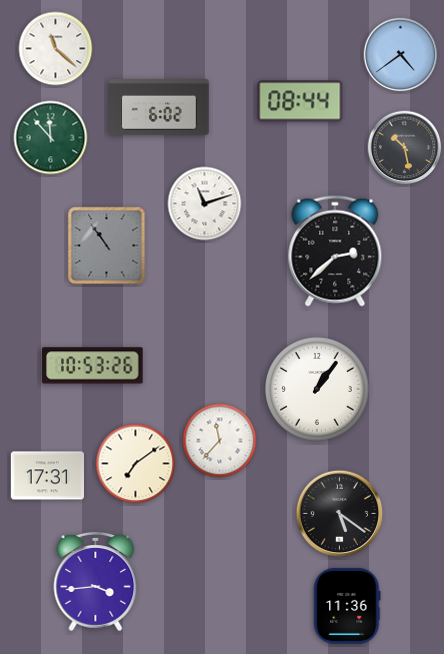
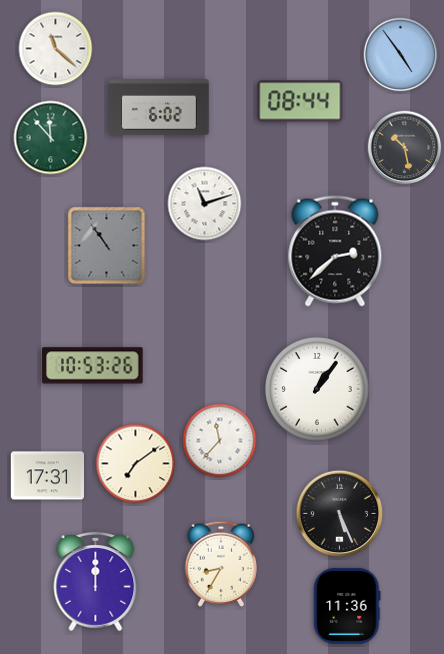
clock at (401, 55): 4:39 -> 4:54
clock at (340, 514): 5:21 -> 5:26
clock at (221, 564): none -> 8:35
clock at (96, 581): 3:44 -> 12:00
